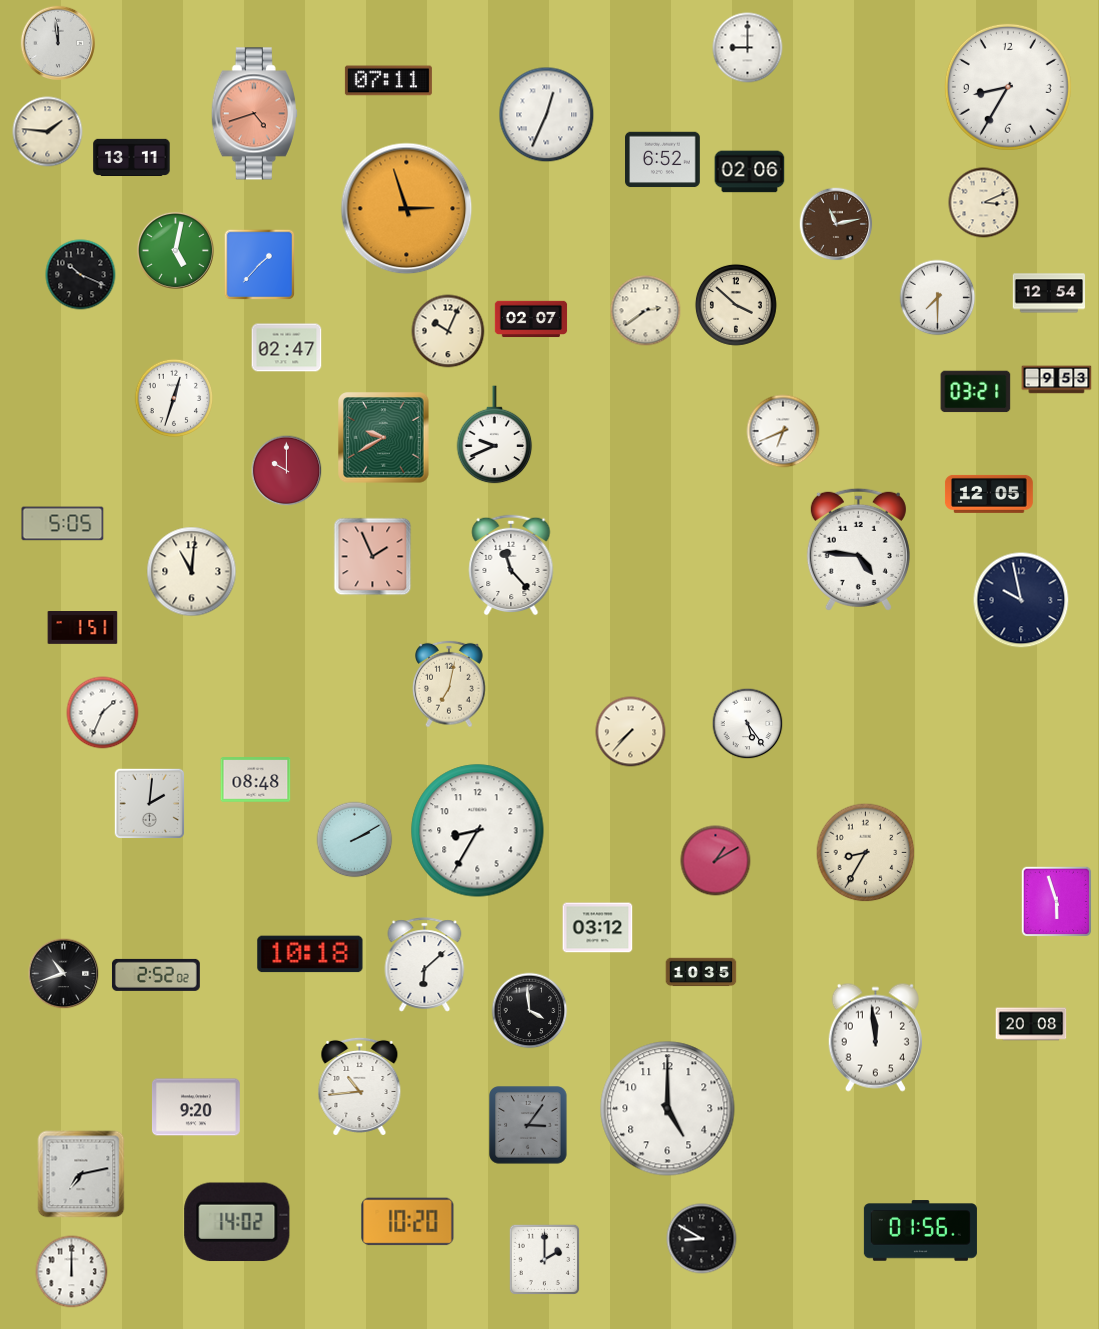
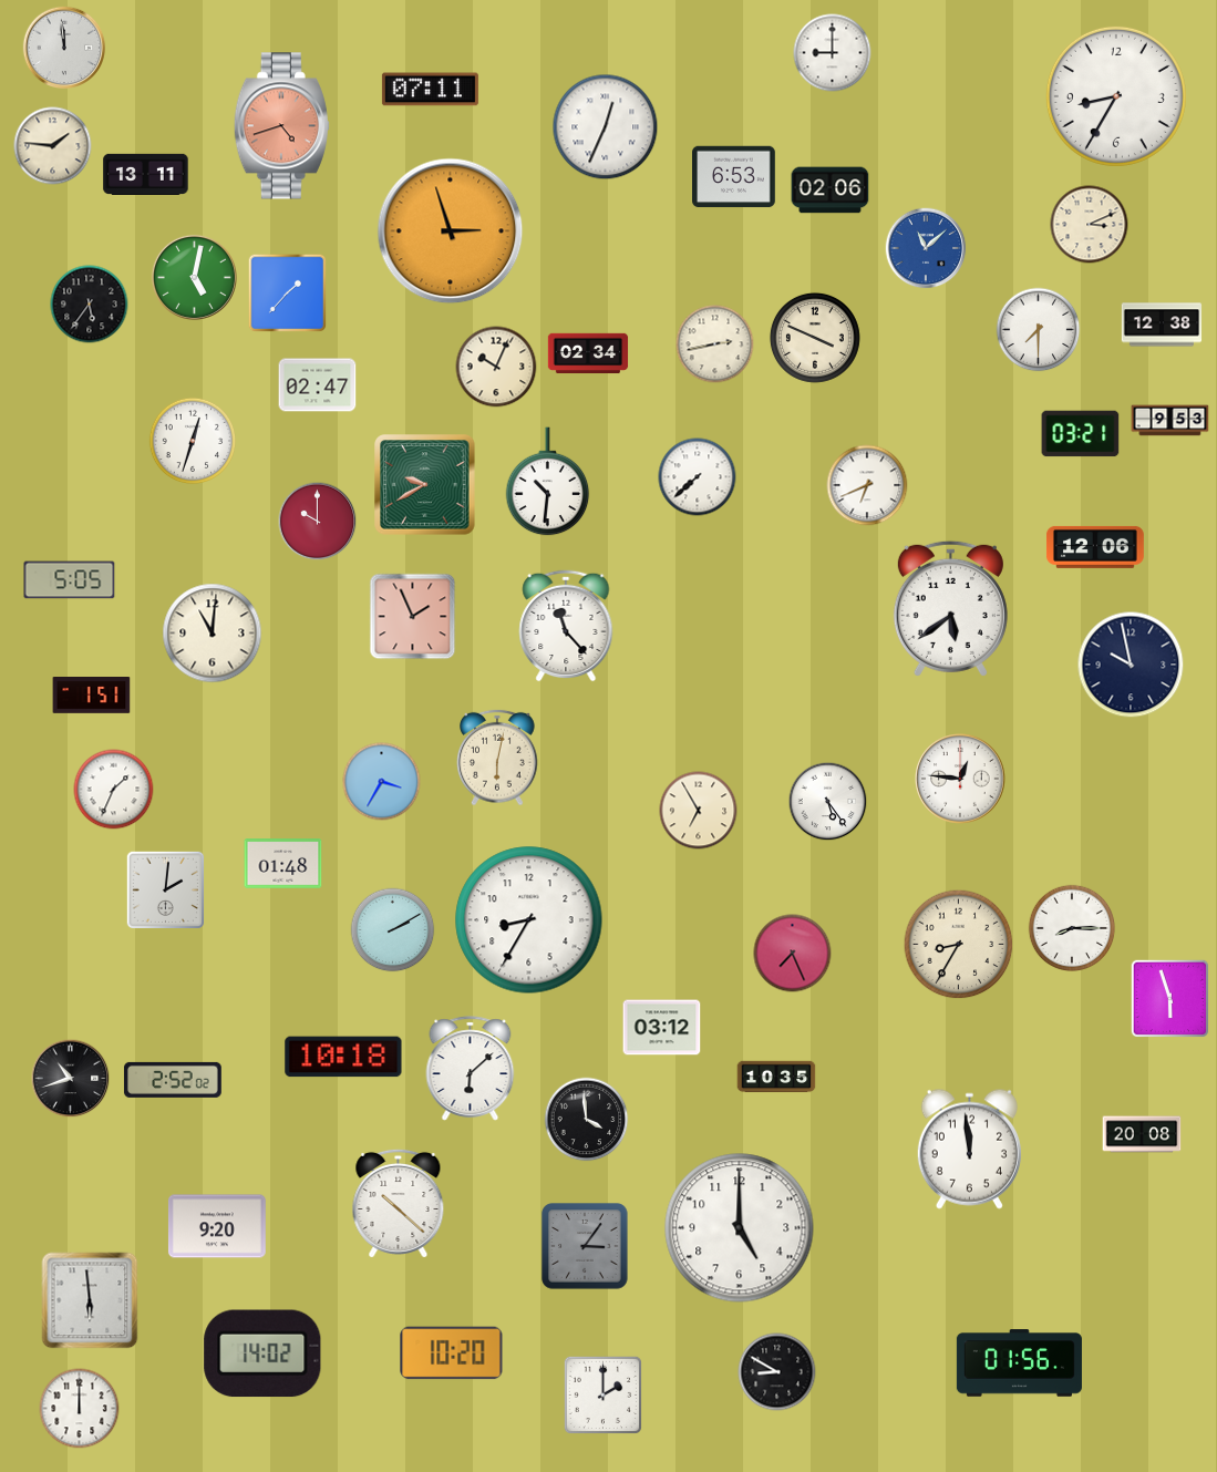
clock at (748, 48) position: (748, 48) -> (833, 53)
clock at (663, 160): 6:52 -> 6:53
clock at (836, 224): 11:13 -> 11:08
clock at (836, 224) dial: brown -> blue
clock at (81, 275): 10:19 -> 5:36
clock at (1049, 293): 12:54 -> 12:38
clock at (736, 305): 3:52 -> 3:49
clock at (646, 311): 2:39 -> 2:43
clock at (531, 319): 02:07 -> 02:34
clock at (698, 477): none -> 7:38
clock at (783, 431) position: (783, 431) -> (867, 485)
clock at (495, 435): 9:41 -> 10:31
clock at (989, 494): 12:05 -> 12:06
clock at (858, 549): 4:46 -> 5:39
clock at (450, 684): 7:02 -> 6:02
clock at (960, 779): none -> 12:46
clock at (382, 782): none -> 3:35
clock at (631, 732): 7:37 -> 6:55
clock at (256, 780): 08:48 -> 01:48
clock at (1072, 928): none -> 8:15
clock at (716, 861): 1:10 -> 7:26
clock at (360, 1086): 10:44 -> 10:22
clock at (81, 1174): 7:13 -> 5:59
